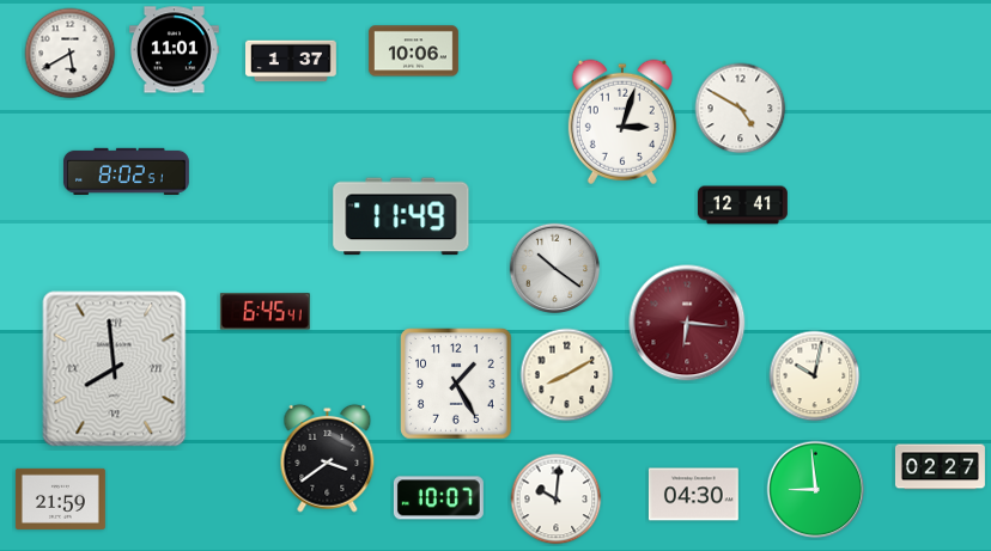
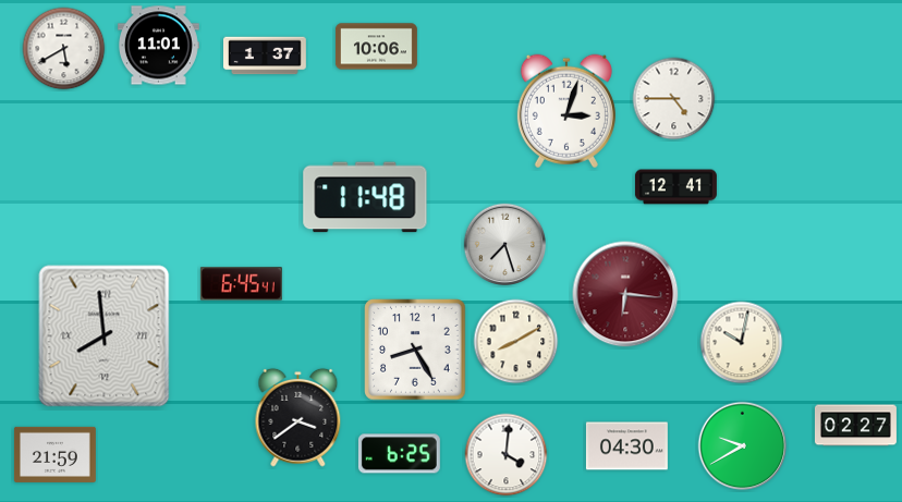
clock at (741, 109): 4:50 -> 4:45
clock at (126, 171): 8:02 -> none
clock at (401, 216): 11:49 -> 11:48
clock at (555, 269): 10:21 -> 7:27
clock at (456, 384): 1:25 -> 8:25
clock at (816, 490): 8:59 -> 9:40
clock at (693, 495) position: (693, 495) -> (626, 446)
clock at (438, 498): 10:07 -> 6:25
clock at (557, 500): 10:01 -> 4:01
